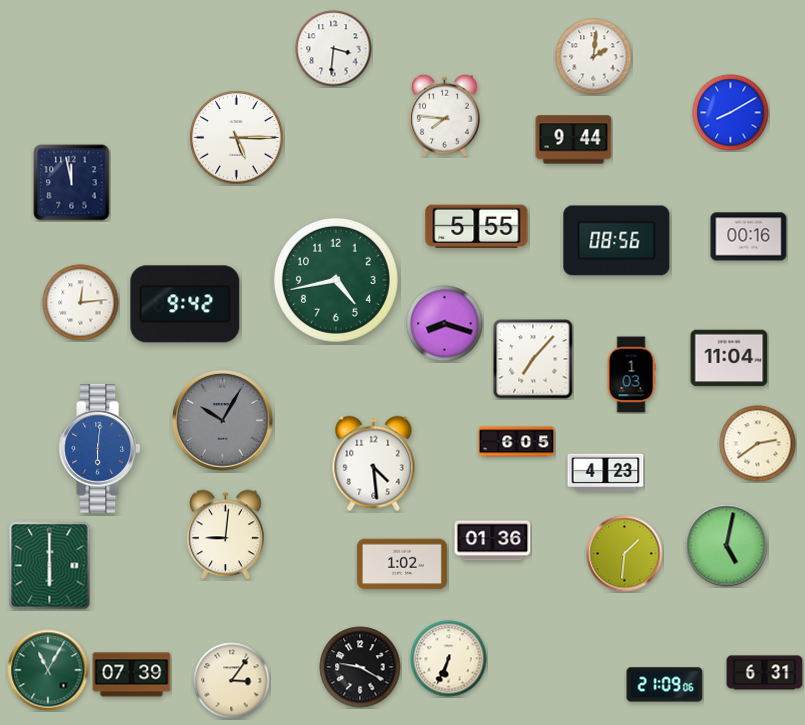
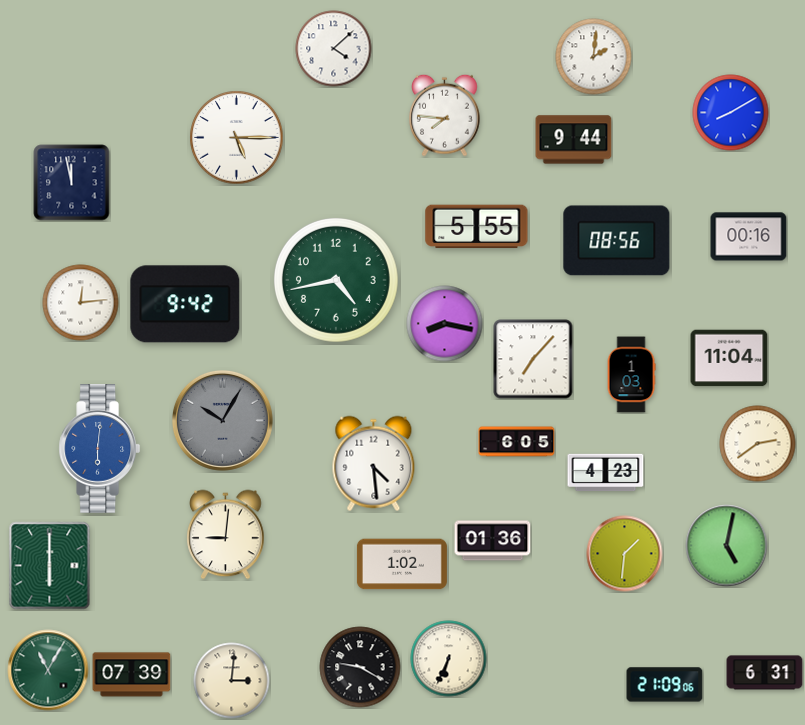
clock at (334, 49): 3:31 -> 4:08
clock at (445, 324): 8:18 -> 8:17
clock at (232, 681): 3:06 -> 3:01
